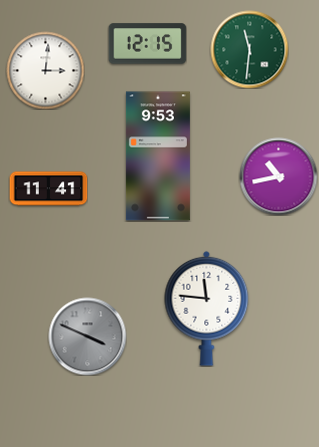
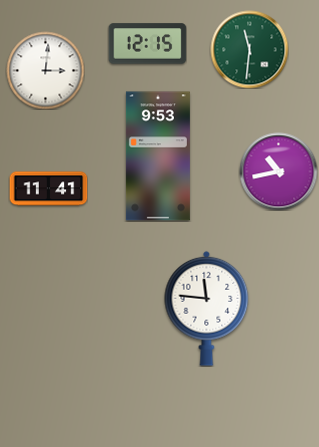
clock at (278, 176) position: (278, 176) -> (278, 171)
clock at (87, 336): 3:49 -> none
